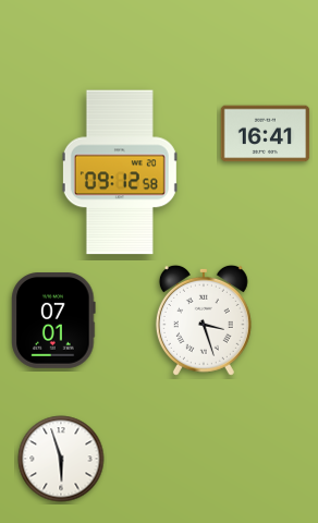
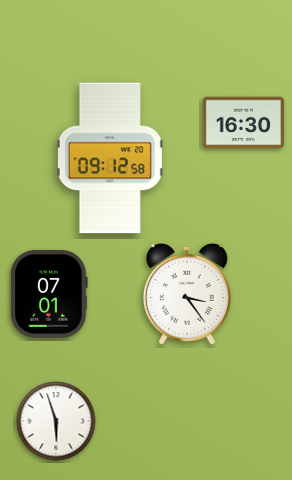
clock at (266, 134): 16:41 -> 16:30
clock at (204, 320): 3:27 -> 3:24
